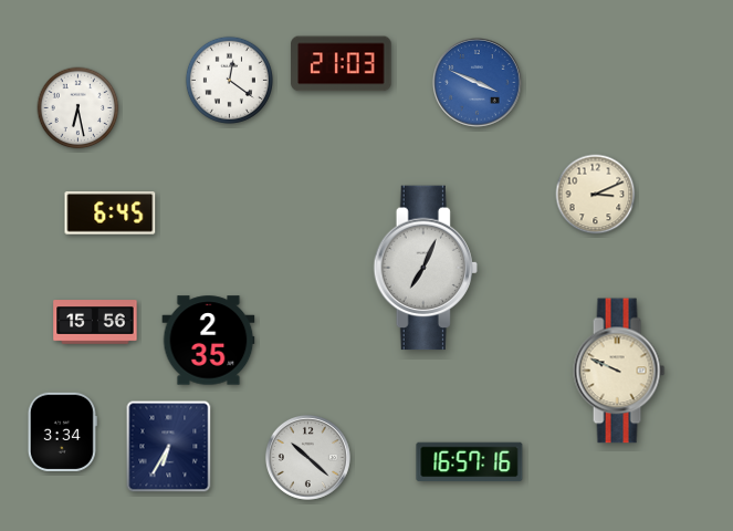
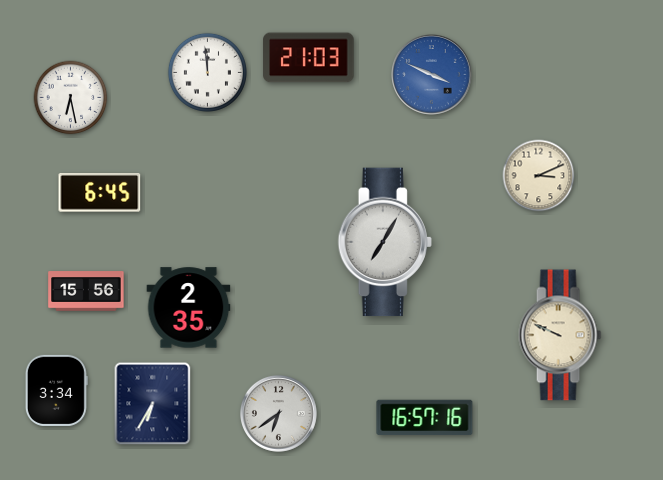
clock at (229, 80): 12:21 -> 11:59
clock at (426, 268): 7:04 -> 7:05
clock at (307, 457): 10:22 -> 6:39
